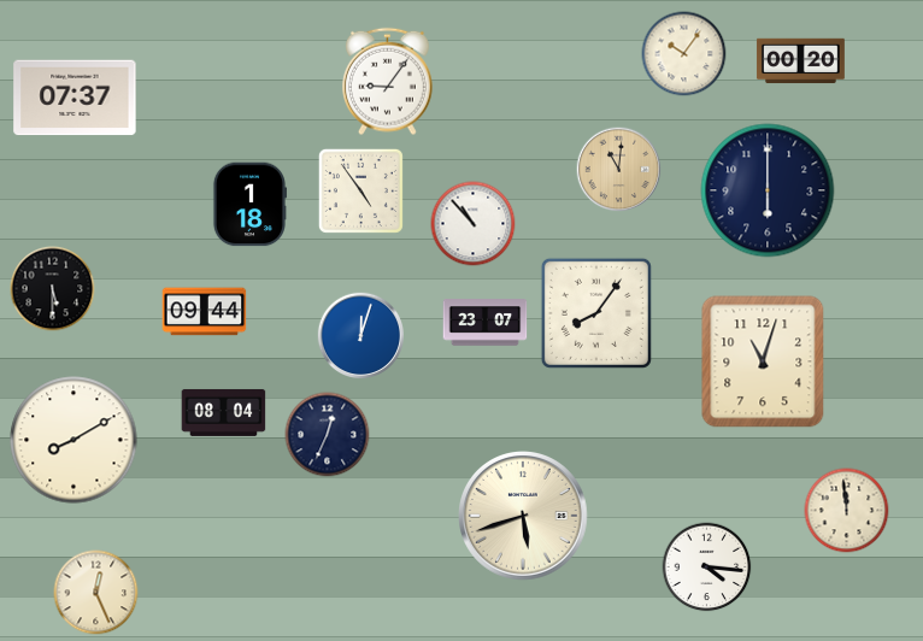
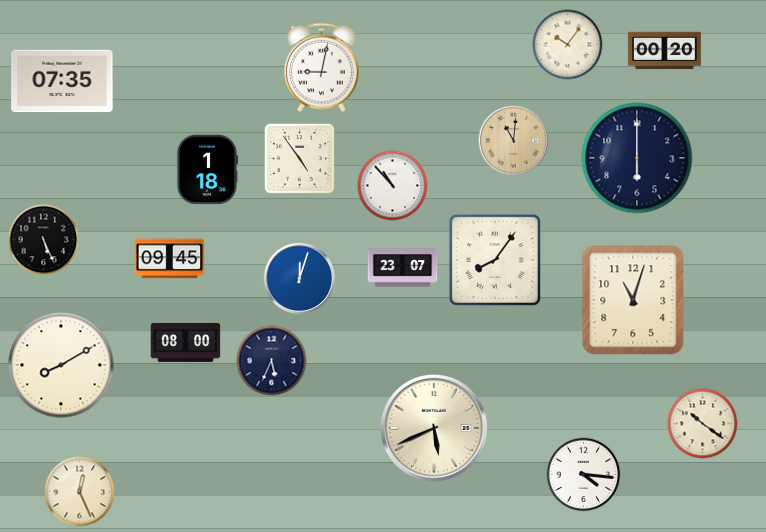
clock at (388, 82): 9:06 -> 9:02
clock at (75, 98): 07:37 -> 07:35
clock at (53, 289): 5:30 -> 5:26
clock at (205, 312): 09:44 -> 09:45
clock at (224, 412): 08:04 -> 08:00
clock at (328, 435): 12:34 -> 5:34
clock at (847, 511): 11:59 -> 10:21
clock at (524, 517): 5:42 -> 5:41
clock at (707, 568) position: (707, 568) -> (584, 475)
